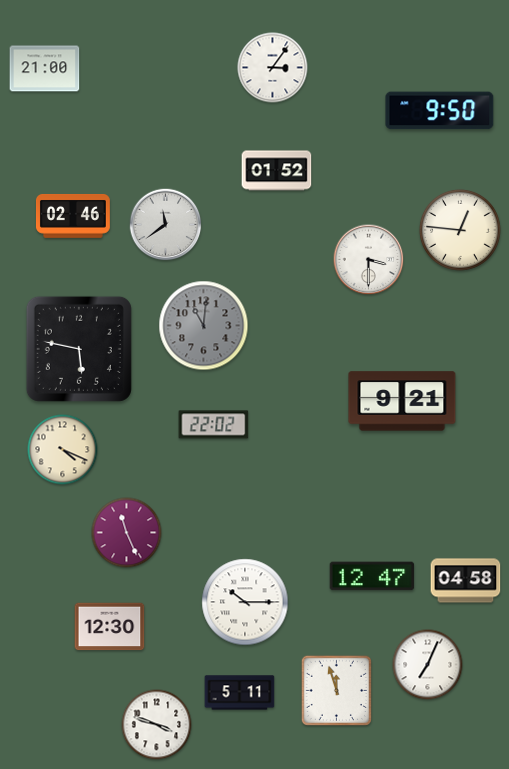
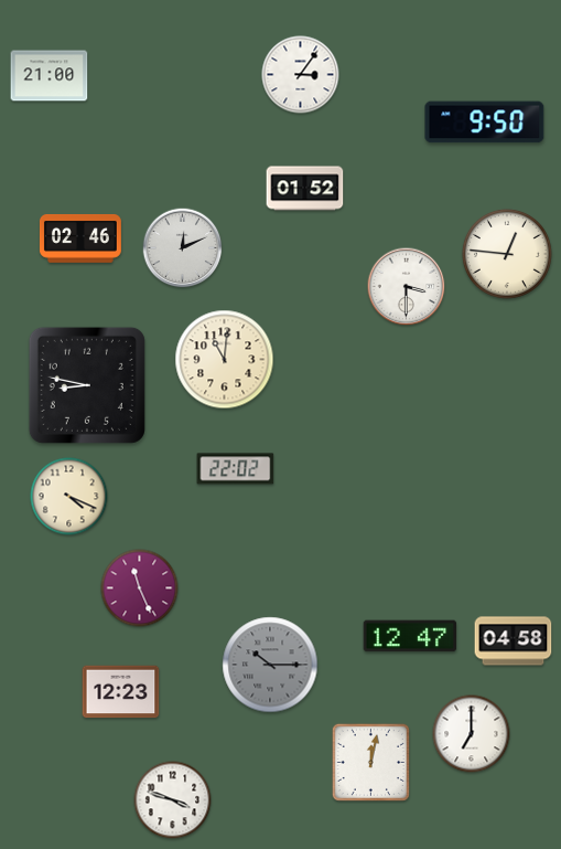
clock at (166, 225): 11:39 -> 12:11
clock at (204, 326) dial: grey -> cream
clock at (79, 349): 5:47 -> 8:47
clock at (402, 401): 9:21 -> none
clock at (245, 602) dial: white -> grey
clock at (110, 627): 12:30 -> 12:23
clock at (428, 665): 7:04 -> 7:00
clock at (336, 690): 11:57 -> 12:02
clock at (240, 693): 5:11 -> none
